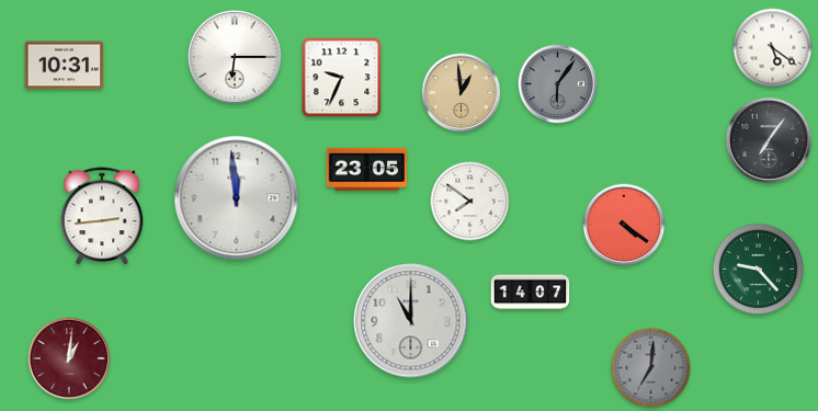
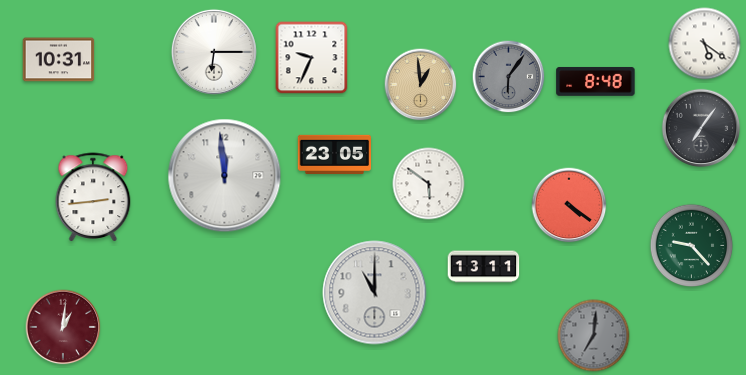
clock at (342, 78) position: (342, 78) -> (312, 58)
clock at (596, 82): none -> 8:48
clock at (237, 198) position: (237, 198) -> (225, 176)
clock at (470, 202): 7:51 -> 5:51
clock at (531, 293): 14:07 -> 13:11
